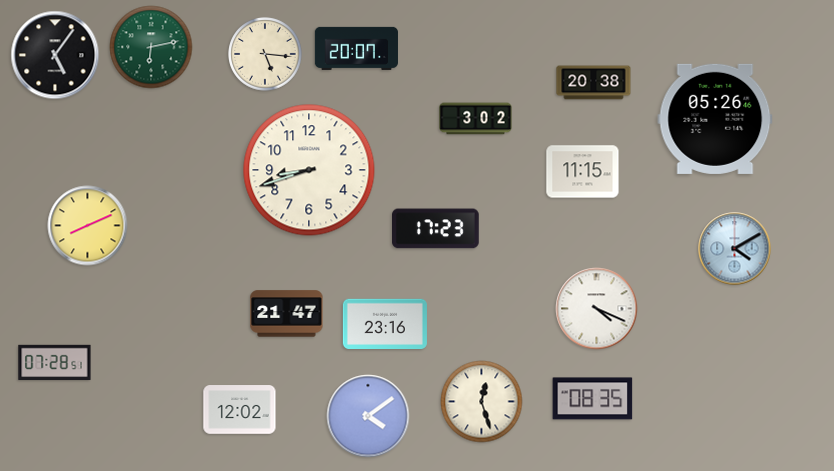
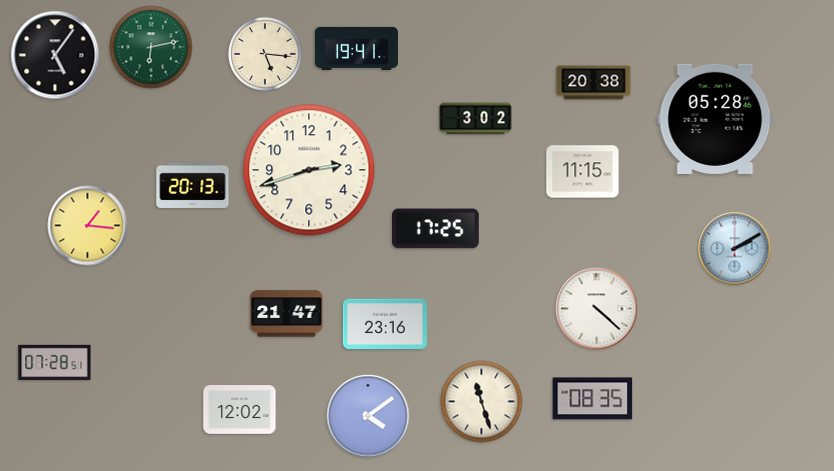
clock at (356, 48): 20:07 -> 19:41
clock at (715, 119): 05:26 -> 05:28
clock at (309, 170): 8:42 -> 2:42
clock at (193, 185): none -> 20:13
clock at (88, 226): 8:11 -> 1:16
clock at (436, 229): 17:23 -> 17:25
clock at (735, 249): 4:10 -> 2:10
clock at (597, 309): 4:19 -> 4:22
clock at (482, 402): 12:27 -> 11:27
